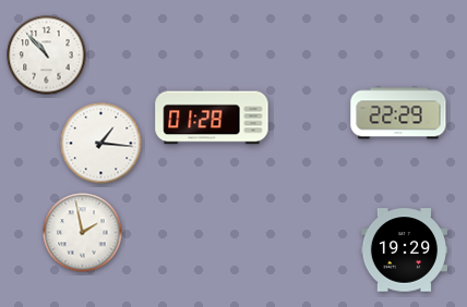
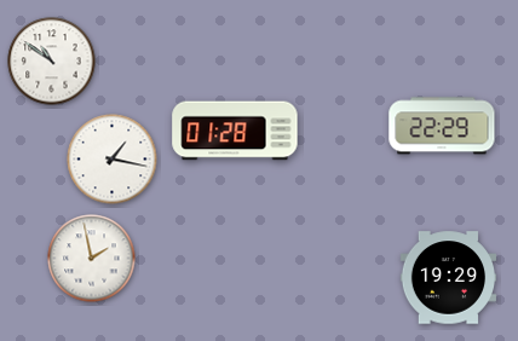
clock at (47, 56): 10:53 -> 10:51
clock at (101, 144): 1:16 -> 1:17
